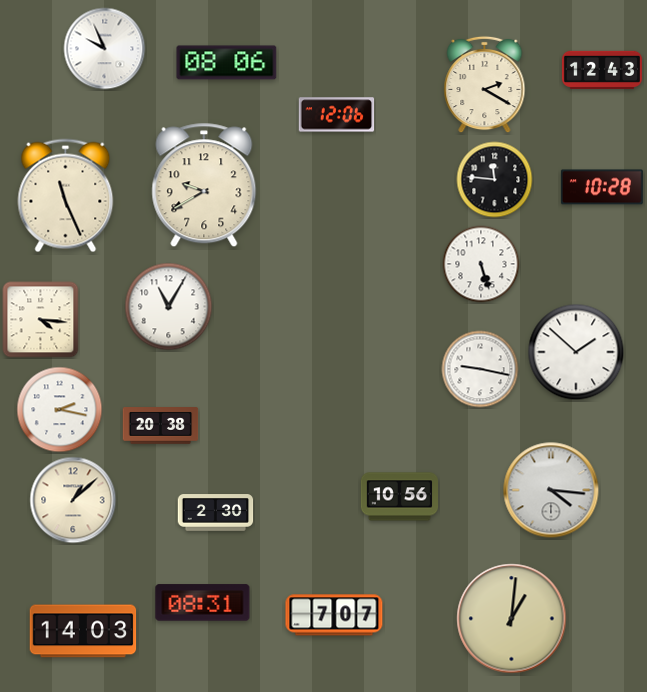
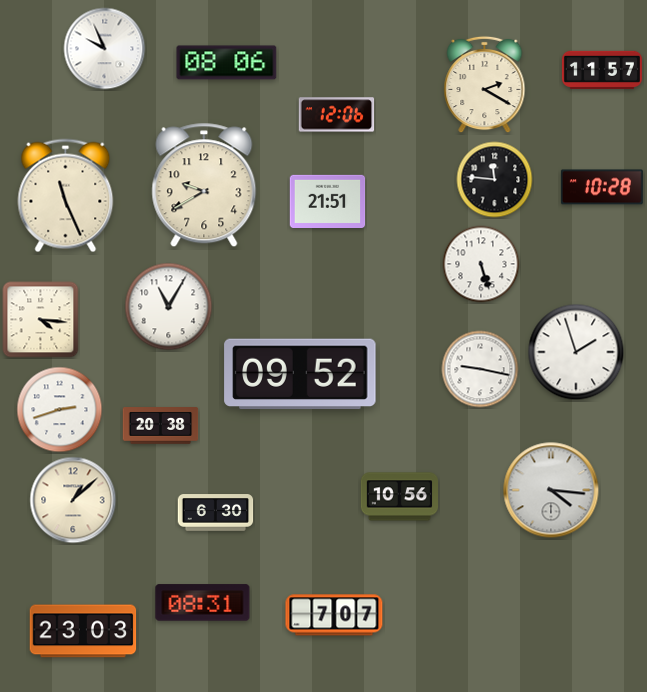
clock at (602, 70): 12:43 -> 11:57
clock at (328, 201): none -> 21:51
clock at (576, 352): 1:52 -> 1:57
clock at (300, 374): none -> 09:52
clock at (60, 410): 2:17 -> 2:42
clock at (216, 513): 2:30 -> 6:30
clock at (512, 619): 1:01 -> none
clock at (83, 631): 14:03 -> 23:03
